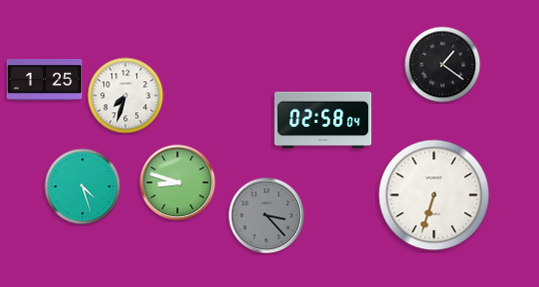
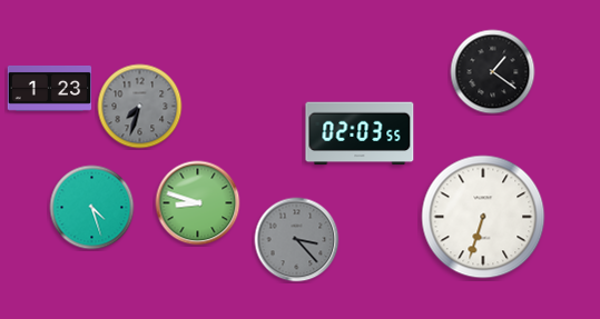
clock at (45, 79): 1:25 -> 1:23
clock at (126, 96) dial: white -> grey
clock at (323, 120): 02:58 -> 02:03
